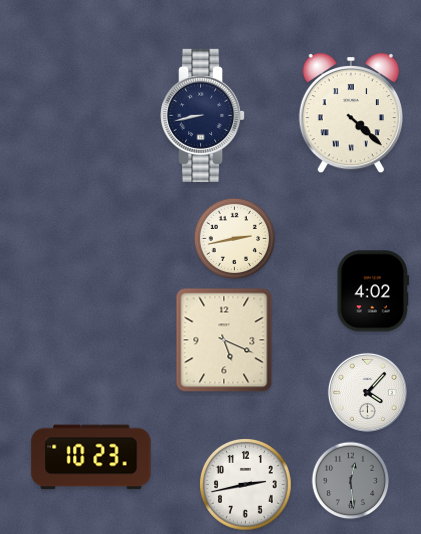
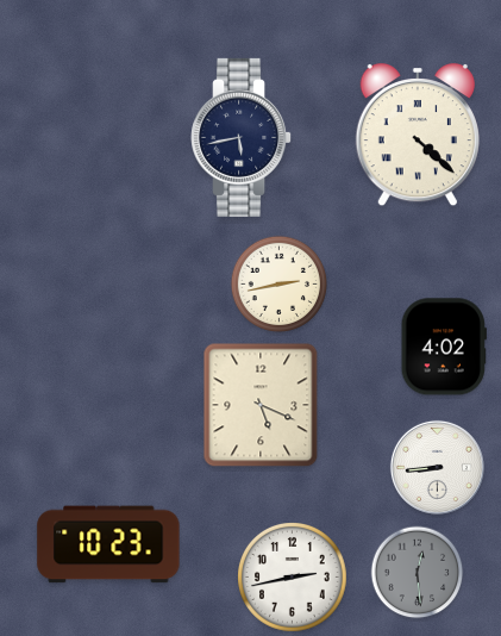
clock at (203, 115): 8:43 -> 5:43
clock at (224, 340) position: (224, 340) -> (261, 405)
clock at (367, 392): 4:07 -> 8:44
